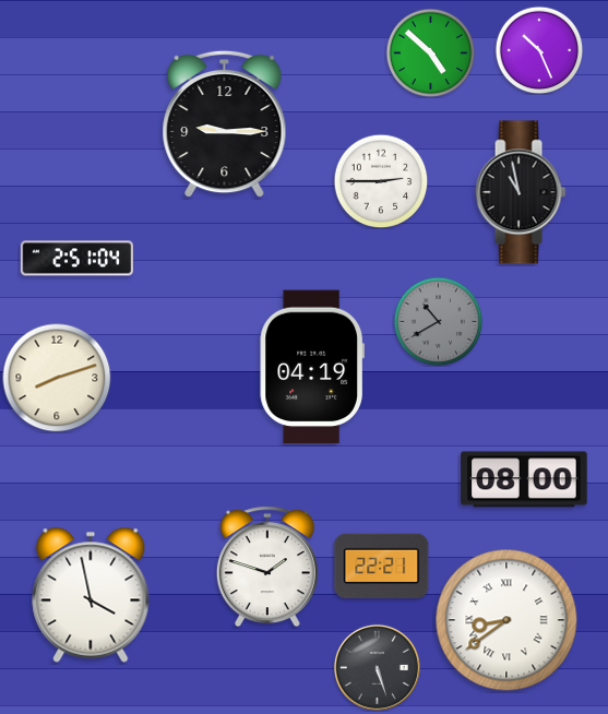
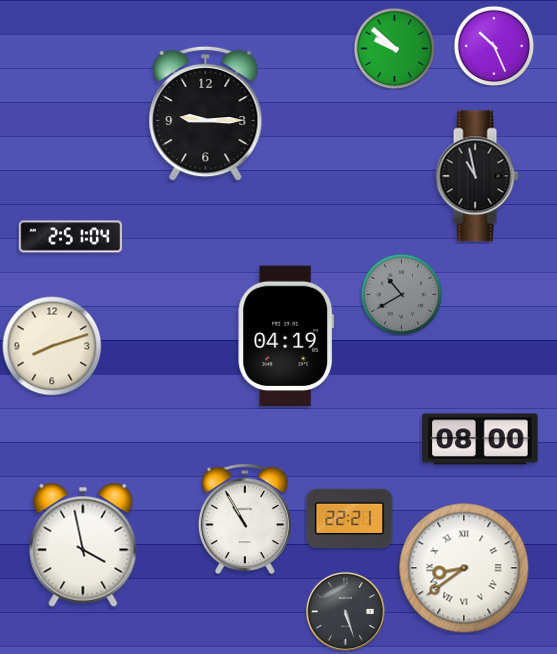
clock at (430, 52): 4:52 -> 9:52
clock at (381, 181): 2:45 -> none
clock at (267, 567): 1:48 -> 10:55
